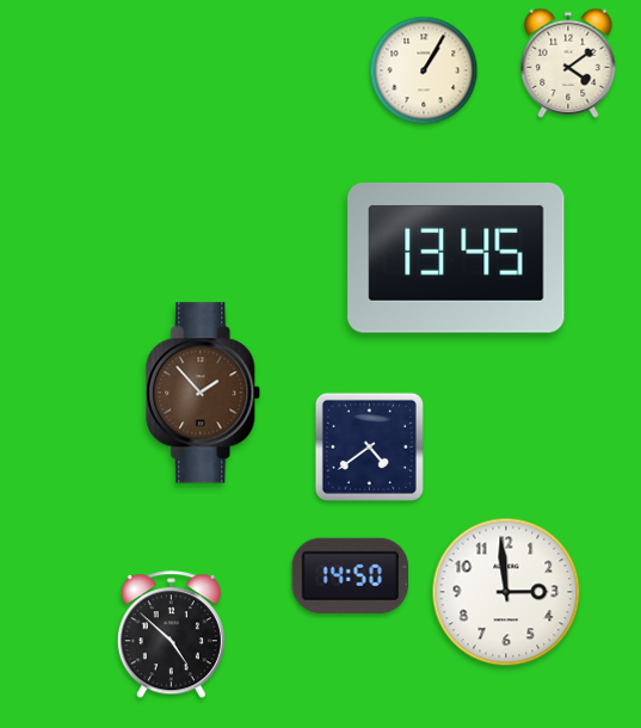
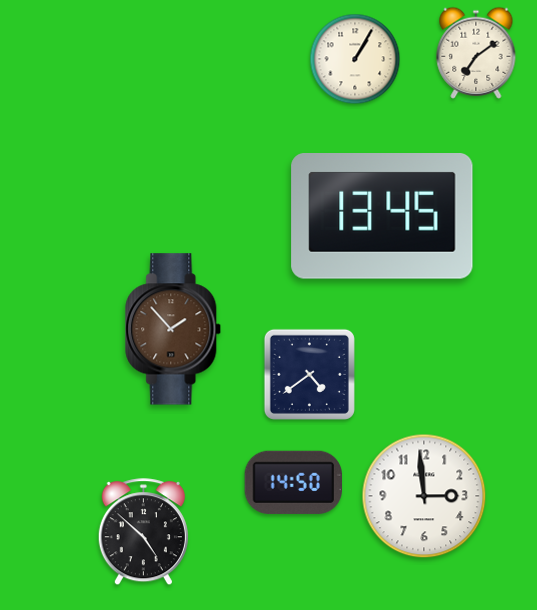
clock at (568, 63): 4:09 -> 7:09
clock at (204, 393) position: (204, 393) -> (174, 329)
